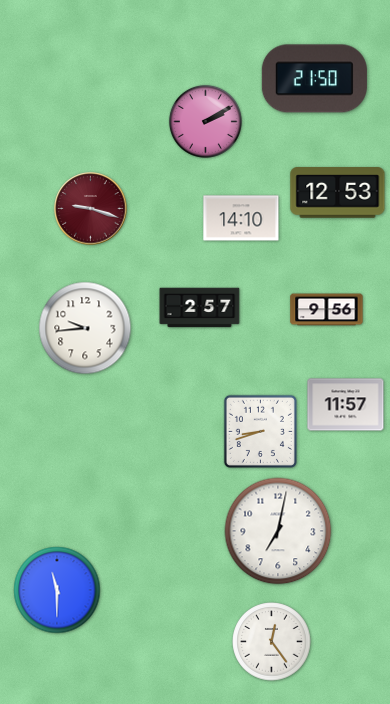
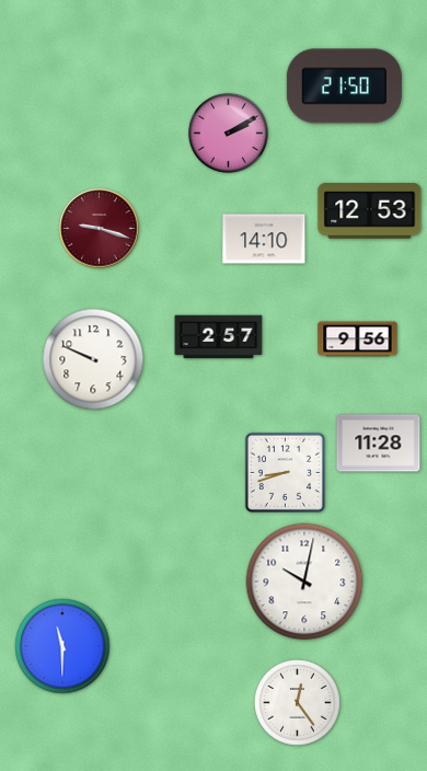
clock at (205, 121) position: (205, 121) -> (228, 133)
clock at (85, 328): 9:44 -> 9:49
clock at (346, 405): 11:57 -> 11:28
clock at (278, 531): 7:02 -> 10:02
